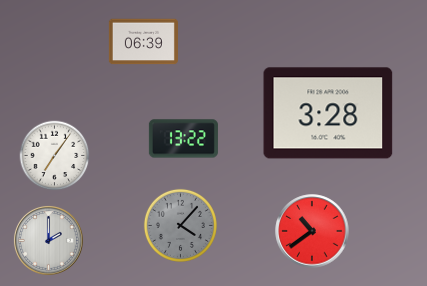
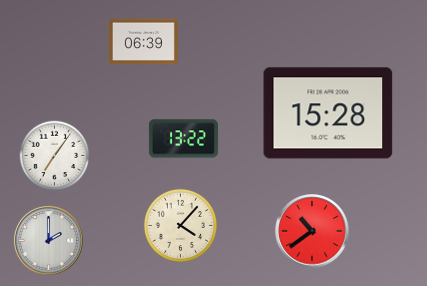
clock at (328, 113): 3:28 -> 15:28
clock at (180, 225) dial: grey -> cream
